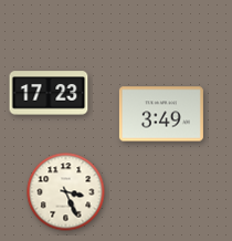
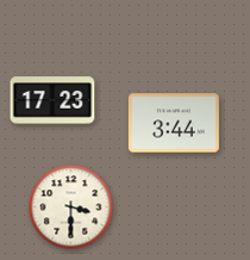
clock at (161, 114): 3:49 -> 3:44
clock at (66, 192): 3:26 -> 3:30
